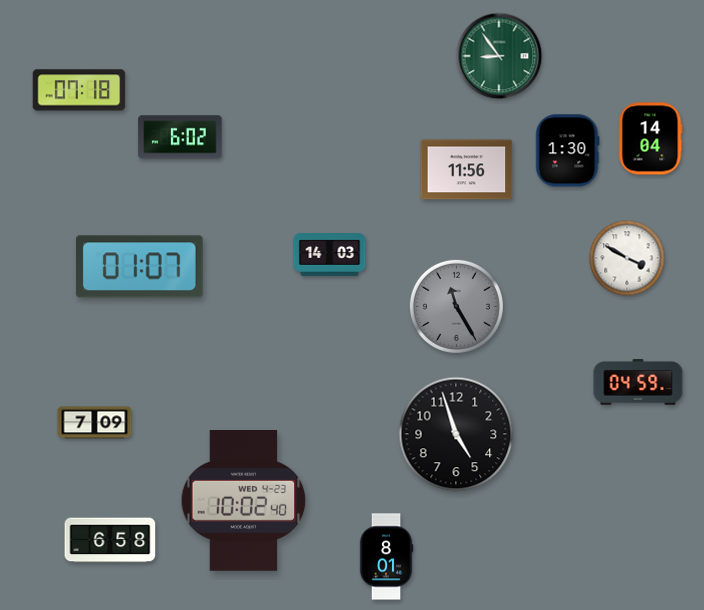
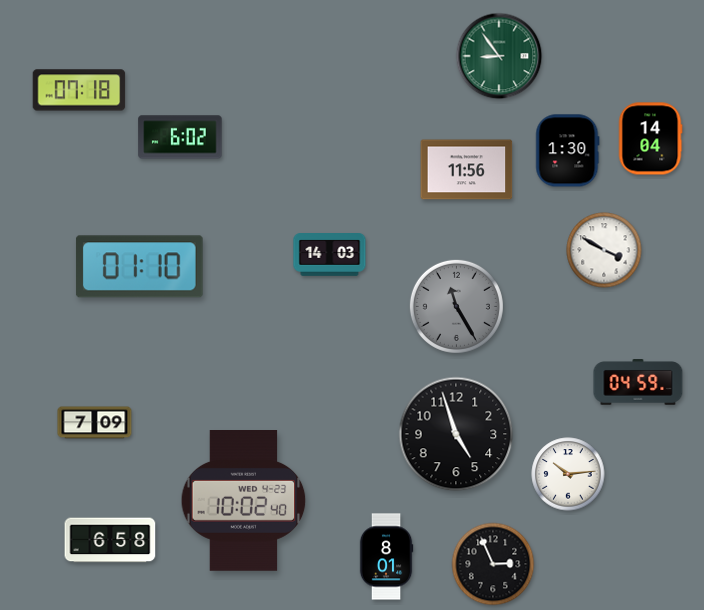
clock at (627, 258) position: (627, 258) -> (604, 250)
clock at (139, 267): 01:07 -> 01:10
clock at (568, 474): none -> 10:14
clock at (493, 564): none -> 2:56
